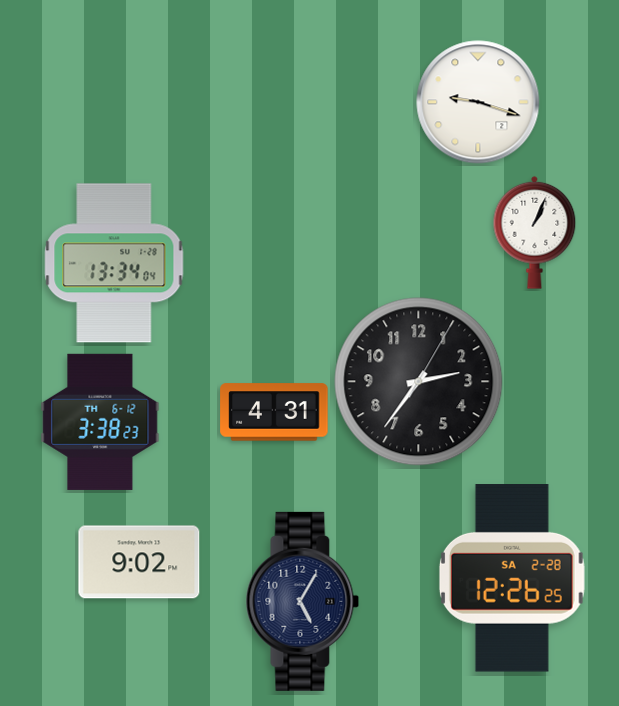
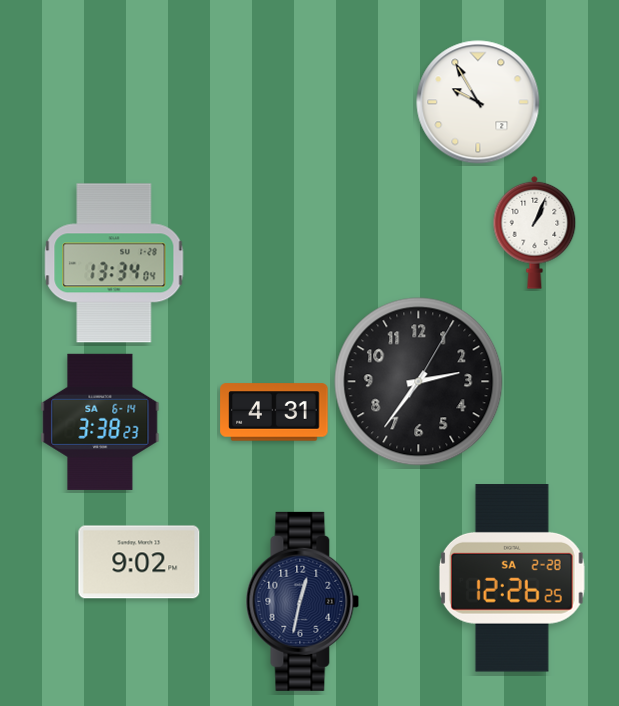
clock at (478, 102): 9:18 -> 9:55
clock at (100, 422) date: TH 6-12 -> SA 6-14
clock at (303, 601): 5:05 -> 12:32
